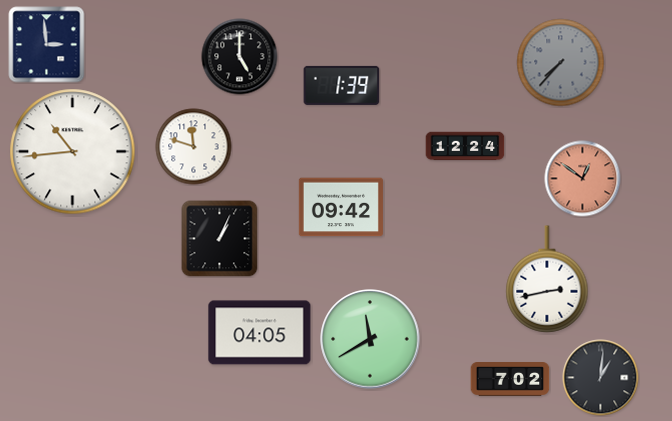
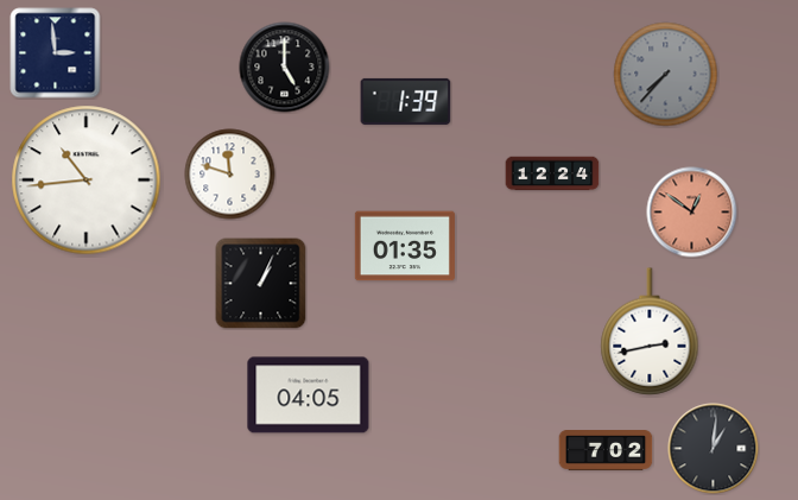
clock at (341, 207): 09:42 -> 01:35
clock at (370, 339): 11:40 -> none
